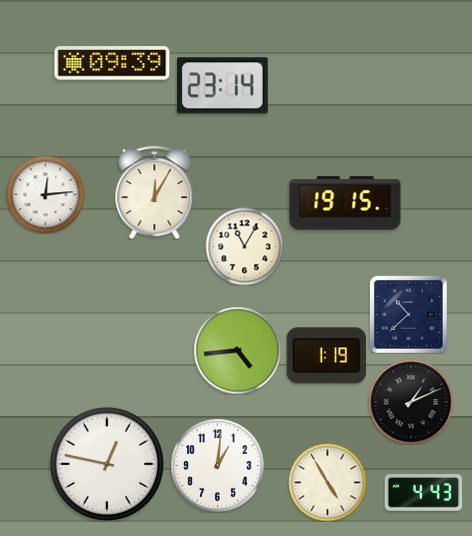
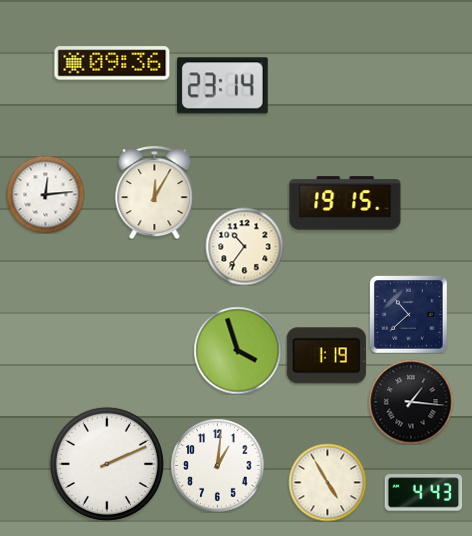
clock at (112, 63): 09:39 -> 09:36
clock at (244, 246): 11:05 -> 10:36
clock at (237, 350): 4:44 -> 3:57
clock at (411, 402): 1:11 -> 1:16
clock at (107, 464): 12:47 -> 2:11
